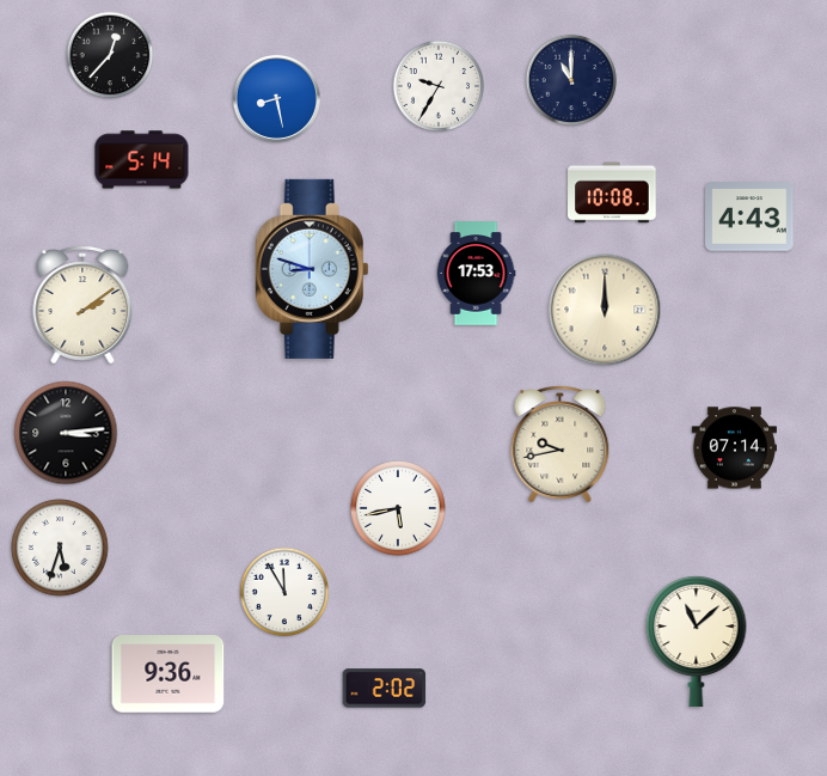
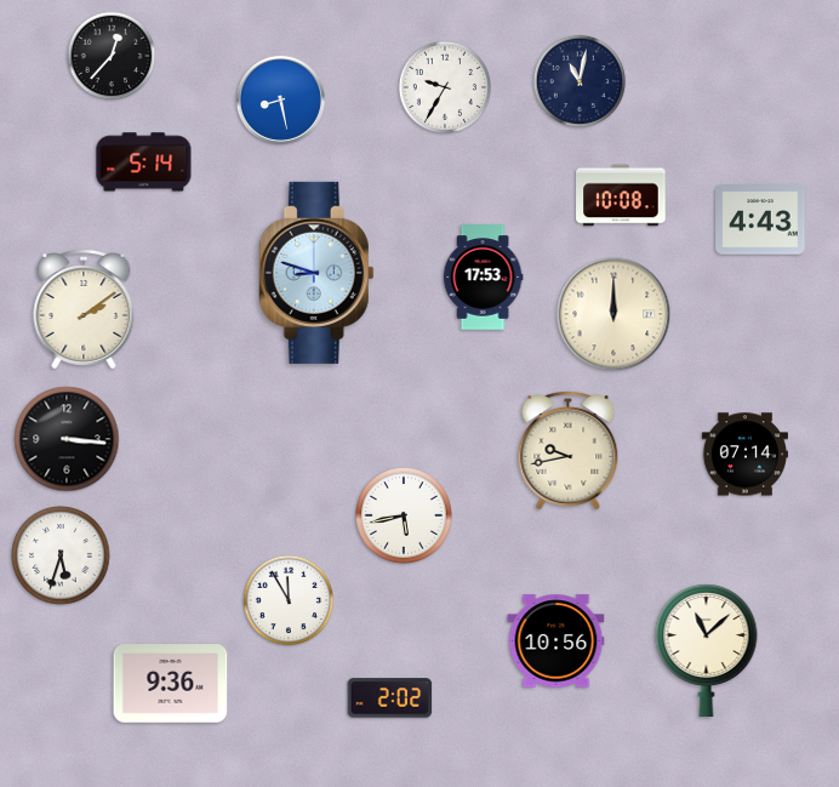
clock at (570, 79): 11:00 -> 11:02
clock at (66, 433): 3:14 -> 3:16
clock at (557, 641): none -> 10:56
